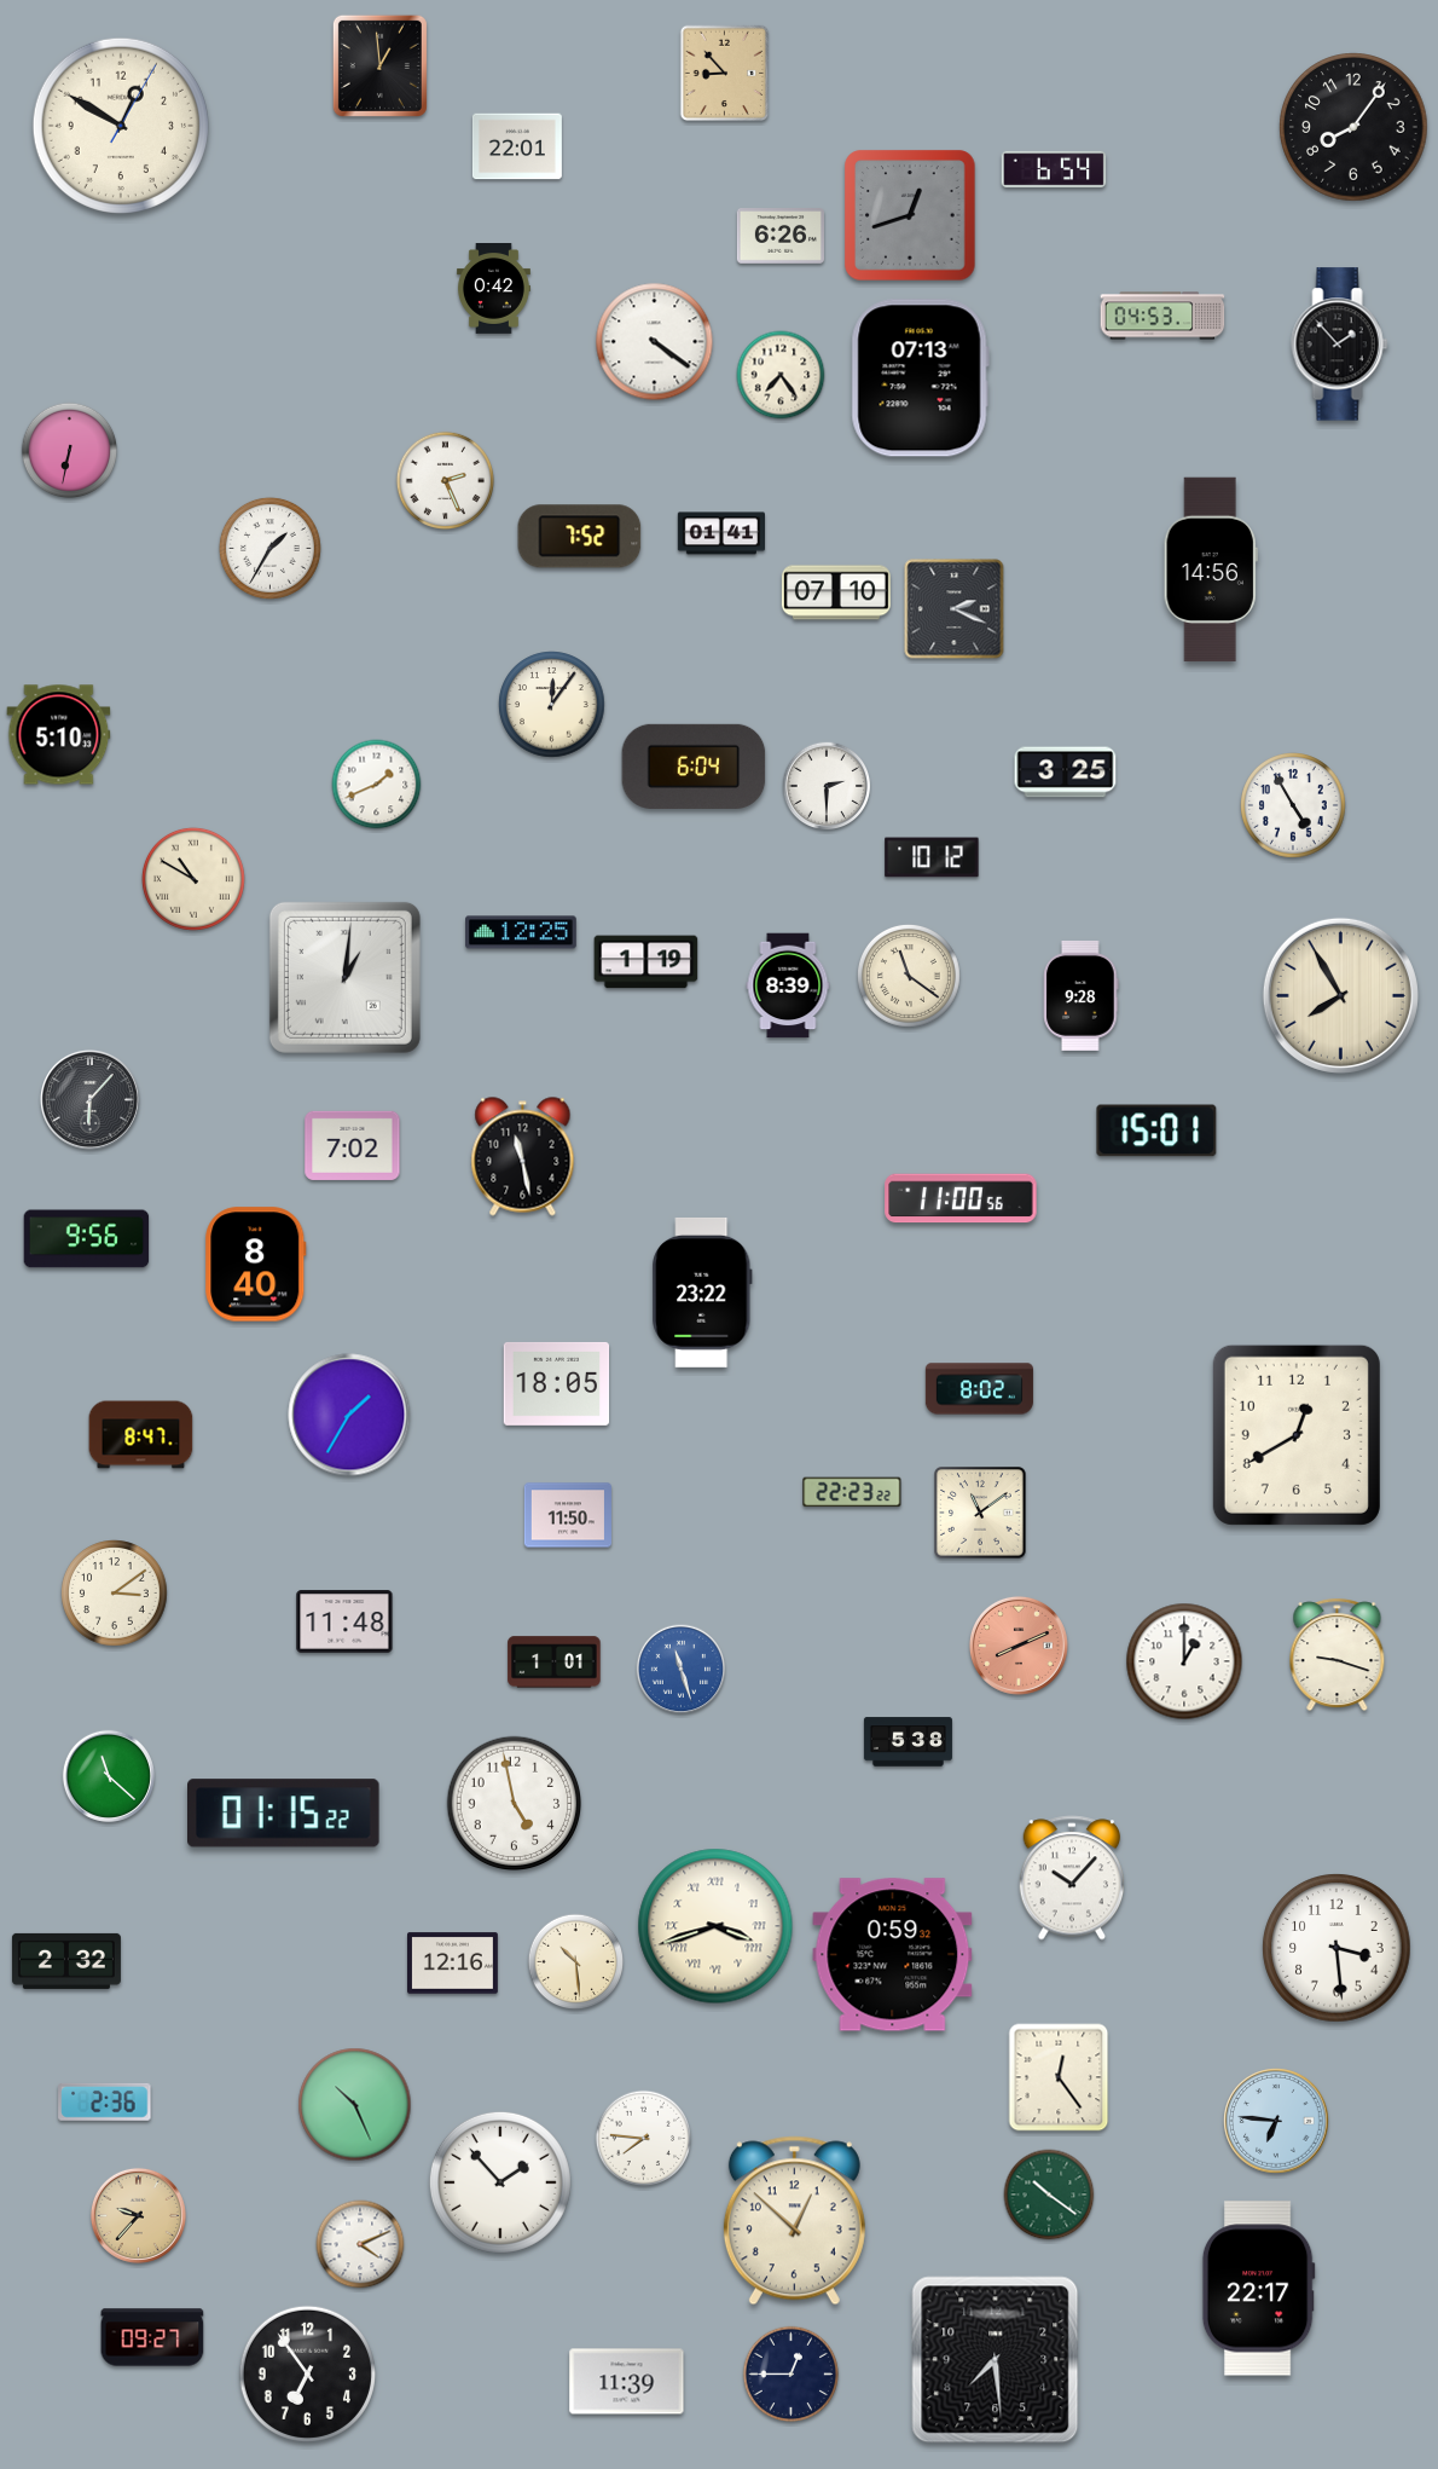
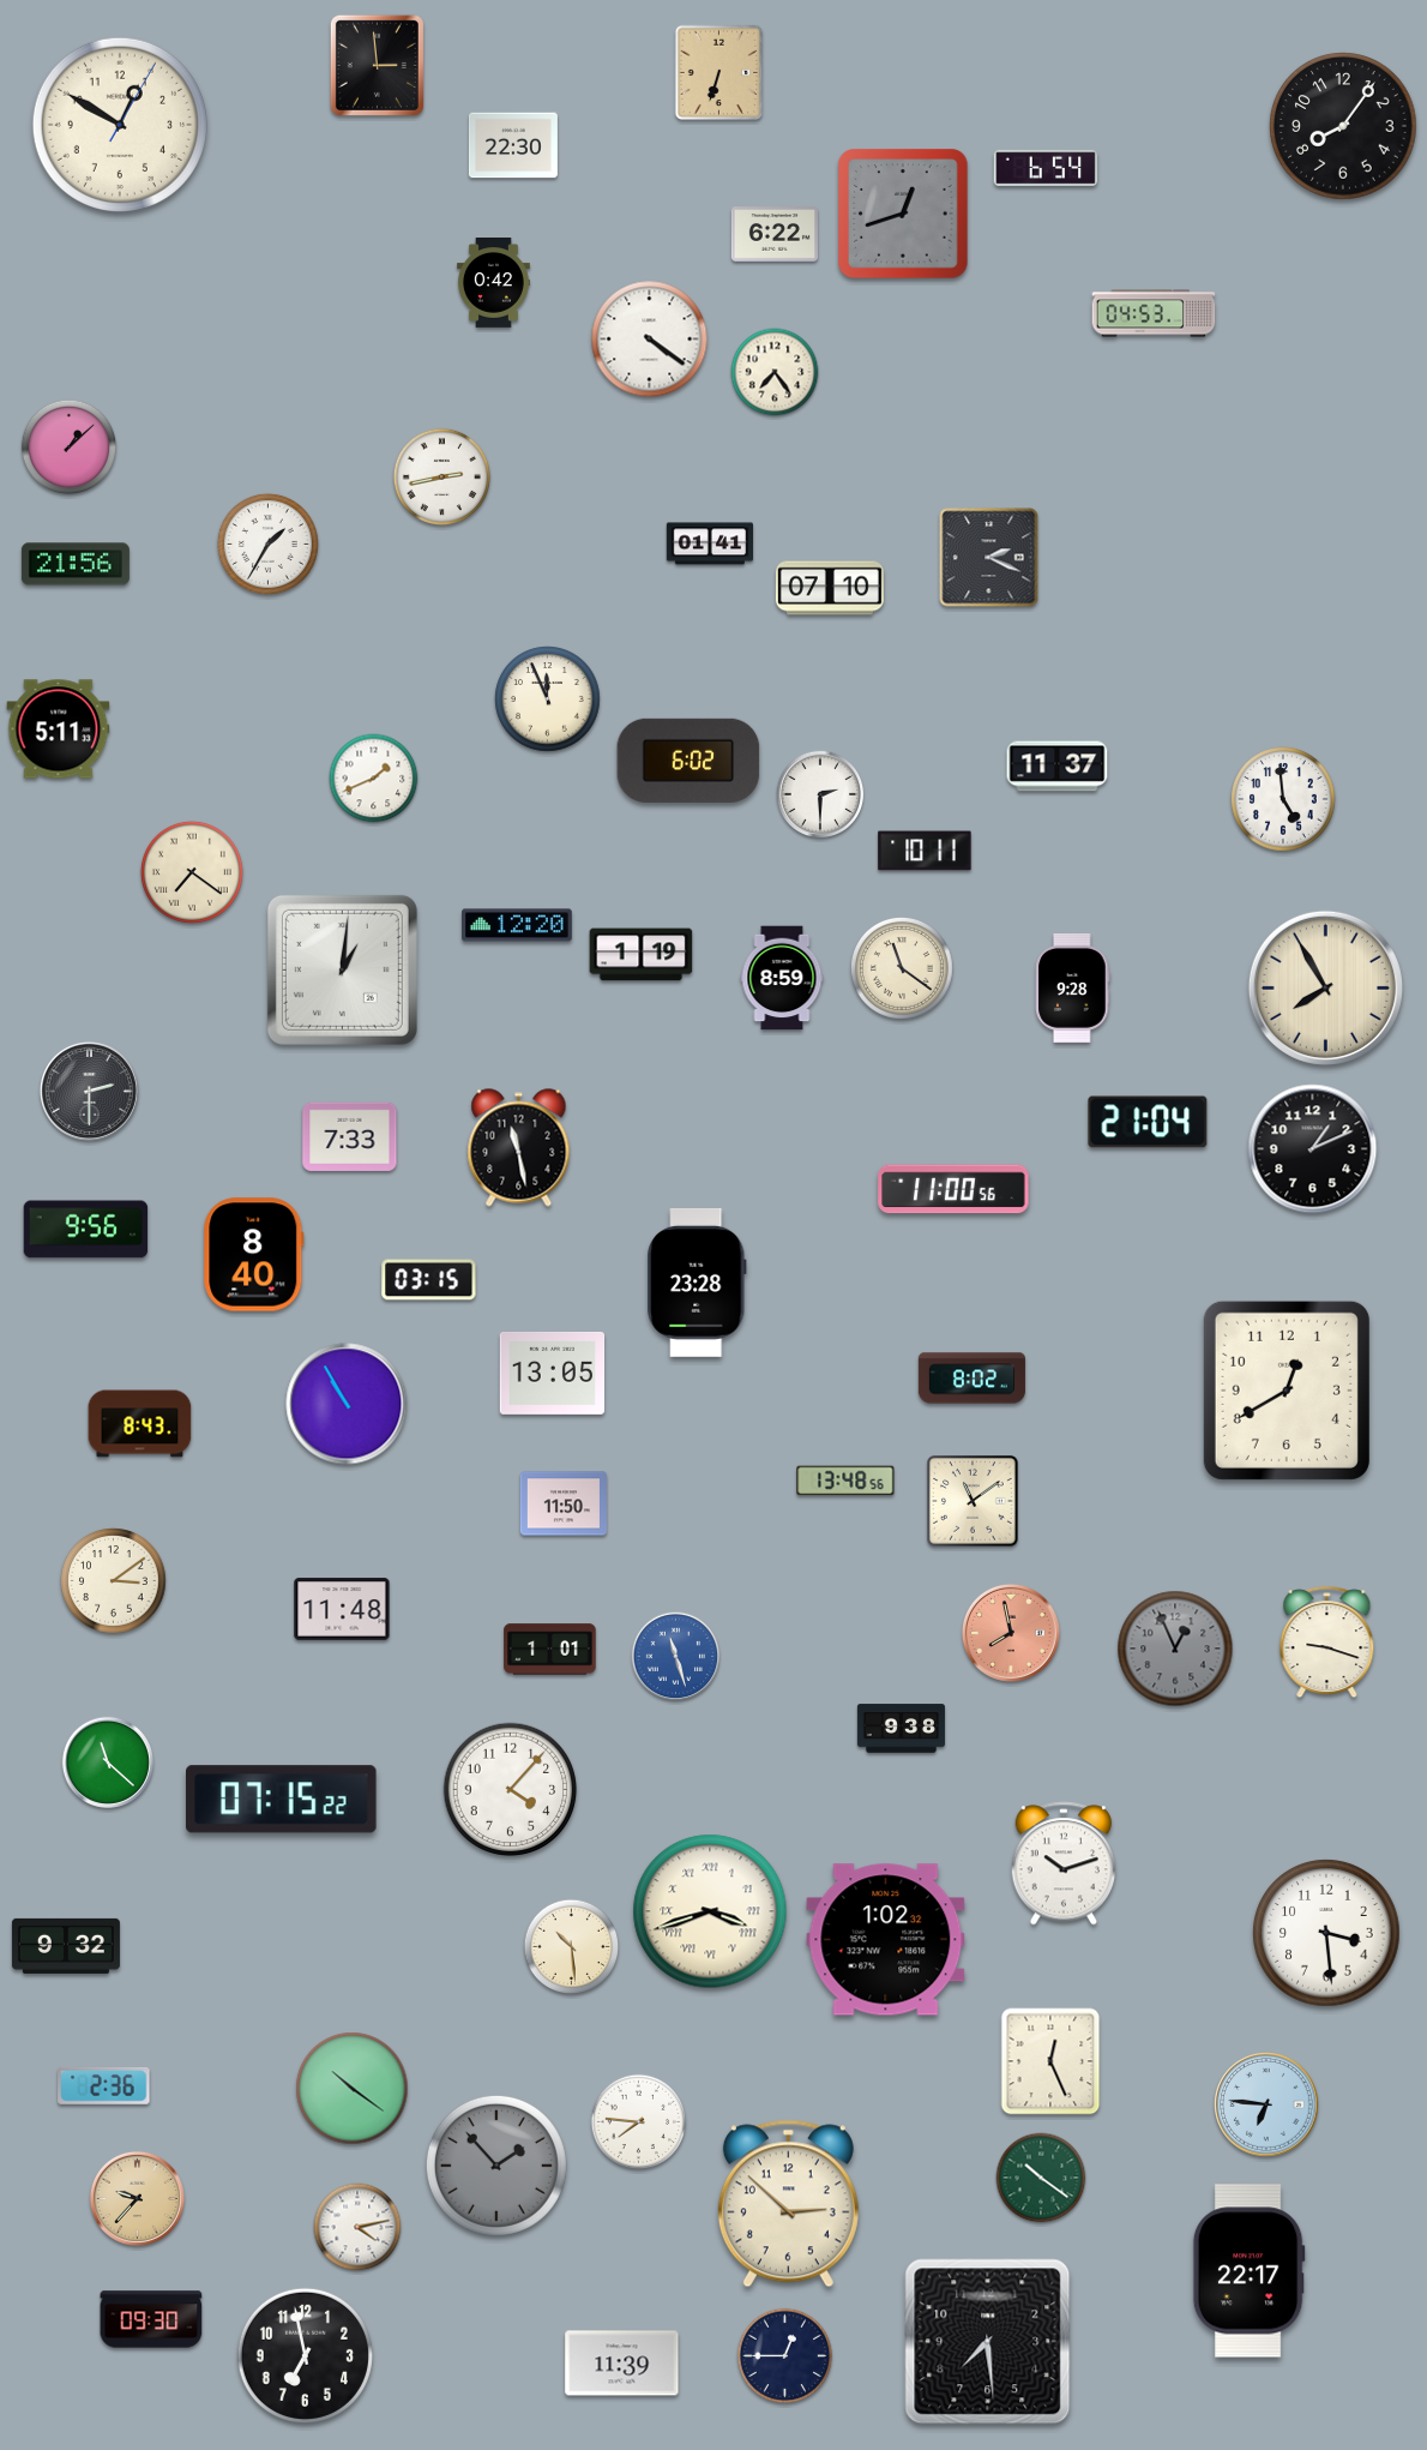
clock at (379, 65): 12:59 -> 2:59
clock at (725, 74): 8:53 -> 6:33
clock at (517, 146): 22:01 -> 22:30
clock at (779, 237): 6:26 -> 6:22
clock at (493, 289) position: (493, 289) -> (493, 283)
clock at (1340, 345): 1:53 -> none
clock at (920, 378): 07:13 -> none
clock at (70, 451): 6:32 -> 1:08
clock at (445, 480): 2:26 -> 2:43
clock at (720, 533) position: (720, 533) -> (709, 544)
clock at (580, 537): 7:52 -> none
clock at (76, 564): none -> 21:56
clock at (1211, 569): 14:56 -> none
clock at (955, 609) position: (955, 609) -> (989, 558)
clock at (552, 705): 12:06 -> 11:56
clock at (59, 735): 5:10 -> 5:11
clock at (694, 767): 6:04 -> 6:02
clock at (1066, 773): 3:25 -> 11:37
clock at (827, 786) position: (827, 786) -> (820, 794)
clock at (1294, 806): 4:55 -> 4:59
clock at (932, 857): 10:12 -> 10:11
clock at (193, 879): 10:50 -> 7:21
clock at (521, 932): 12:25 -> 12:20
clock at (788, 985): 8:39 -> 8:59
clock at (1340, 995) position: (1340, 995) -> (1325, 987)
clock at (89, 1099): 6:07 -> 2:30
clock at (1156, 1131): 15:01 -> 21:04
clock at (353, 1145): 7:02 -> 7:33
clock at (1313, 1149): none -> 1:11
clock at (429, 1280): none -> 03:15
clock at (702, 1293): 23:22 -> 23:28
clock at (557, 1383): 18:05 -> 13:05
clock at (349, 1415): 1:35 -> 10:55
clock at (141, 1435): 8:47 -> 8:43
clock at (1297, 1435) position: (1297, 1435) -> (1287, 1391)
clock at (852, 1492): 22:23 -> 13:48
clock at (1019, 1646): 8:11 -> 7:58
clock at (1184, 1661): 1:00 -> 12:56
clock at (1184, 1661) dial: white -> grey
clock at (908, 1742): 5:38 -> 9:38
clock at (515, 1804): 4:58 -> 4:07
clock at (284, 1814): 01:15 -> 07:15
clock at (1072, 1878): 10:07 -> 10:12
clock at (893, 1955): 0:59 -> 1:02
clock at (66, 1961): 2:32 -> 9:32
clock at (453, 1964): 12:16 -> none
clock at (1059, 2077): 12:24 -> 12:26
clock at (355, 2105): 10:26 -> 10:21
clock at (500, 2182) dial: white -> grey
clock at (794, 2221): 12:52 -> 2:52
clock at (360, 2244): 4:11 -> 4:13
clock at (152, 2337): 09:27 -> 09:30
clock at (307, 2373): 6:54 -> 6:58
